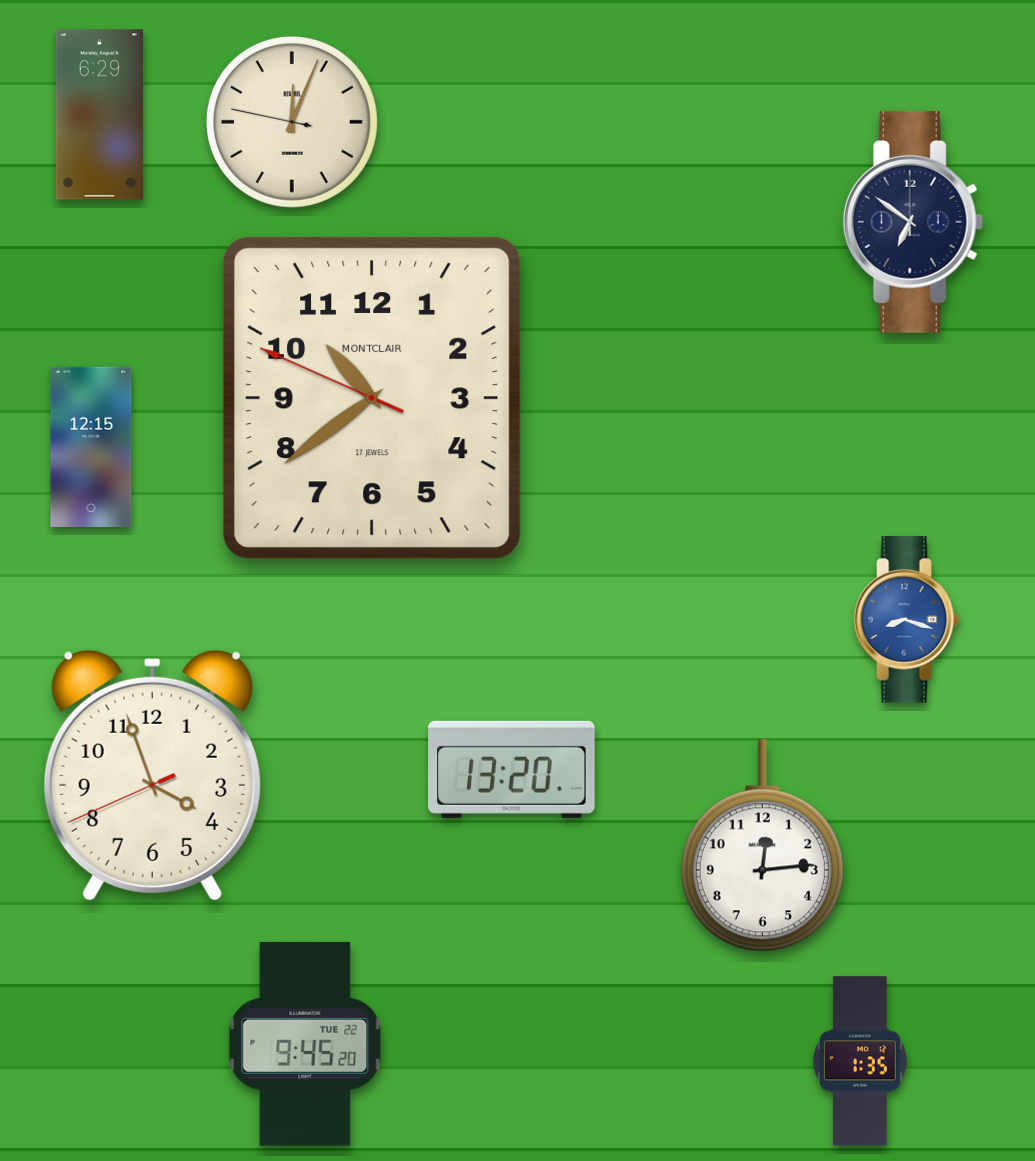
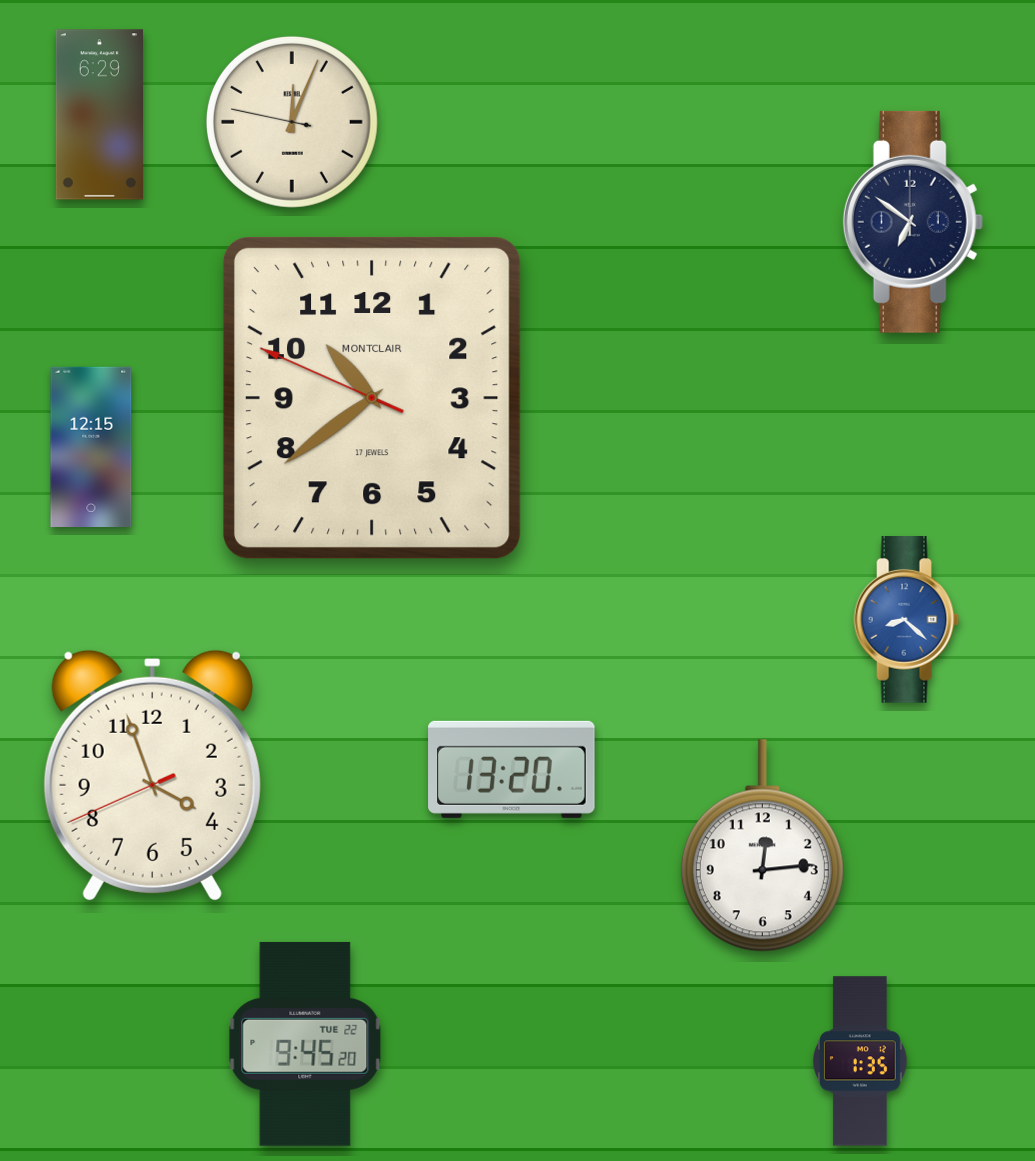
clock at (907, 620): 8:18 -> 8:22
